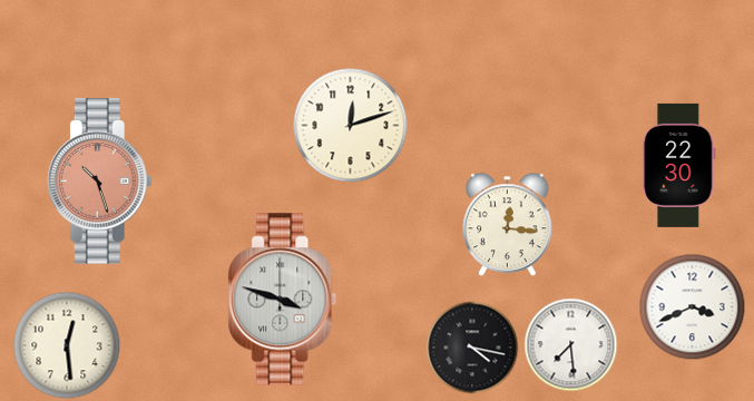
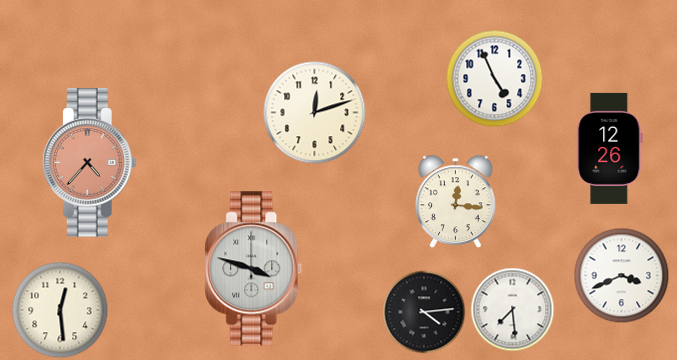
clock at (495, 79): none -> 4:56
clock at (679, 165): 22:30 -> 12:26
clock at (99, 182): 10:27 -> 4:37
clock at (472, 348): 4:17 -> 4:14
